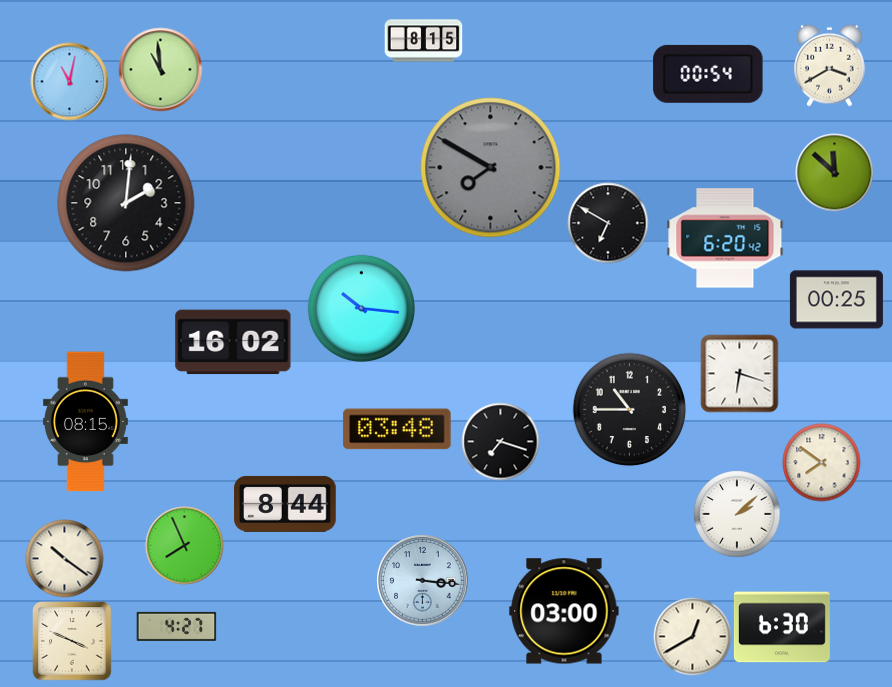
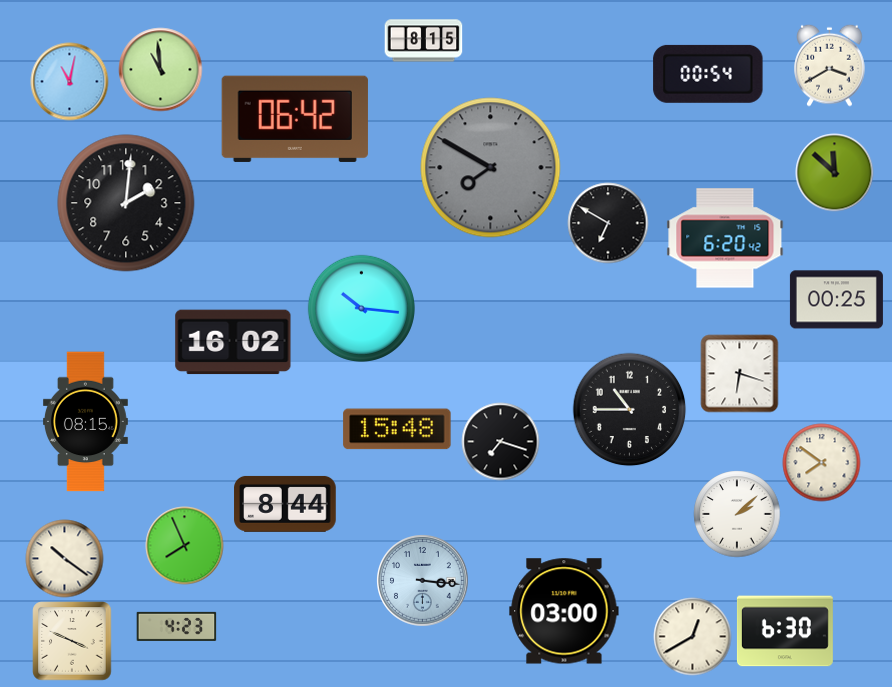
clock at (295, 119): none -> 06:42
clock at (397, 429): 03:48 -> 15:48
clock at (176, 626): 4:27 -> 4:23
clock at (782, 627) position: (782, 627) -> (785, 631)
